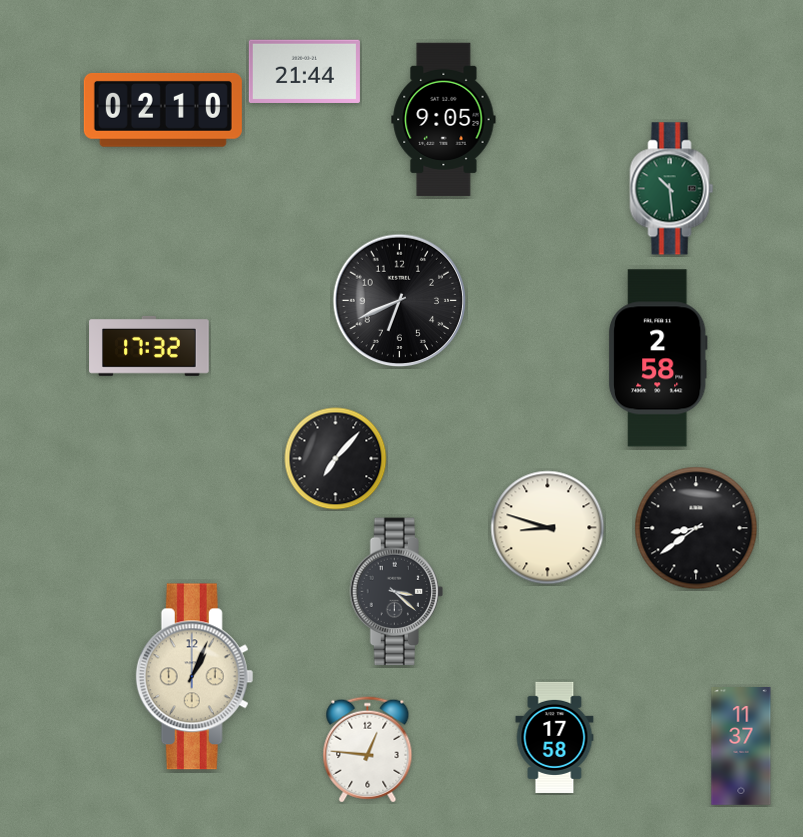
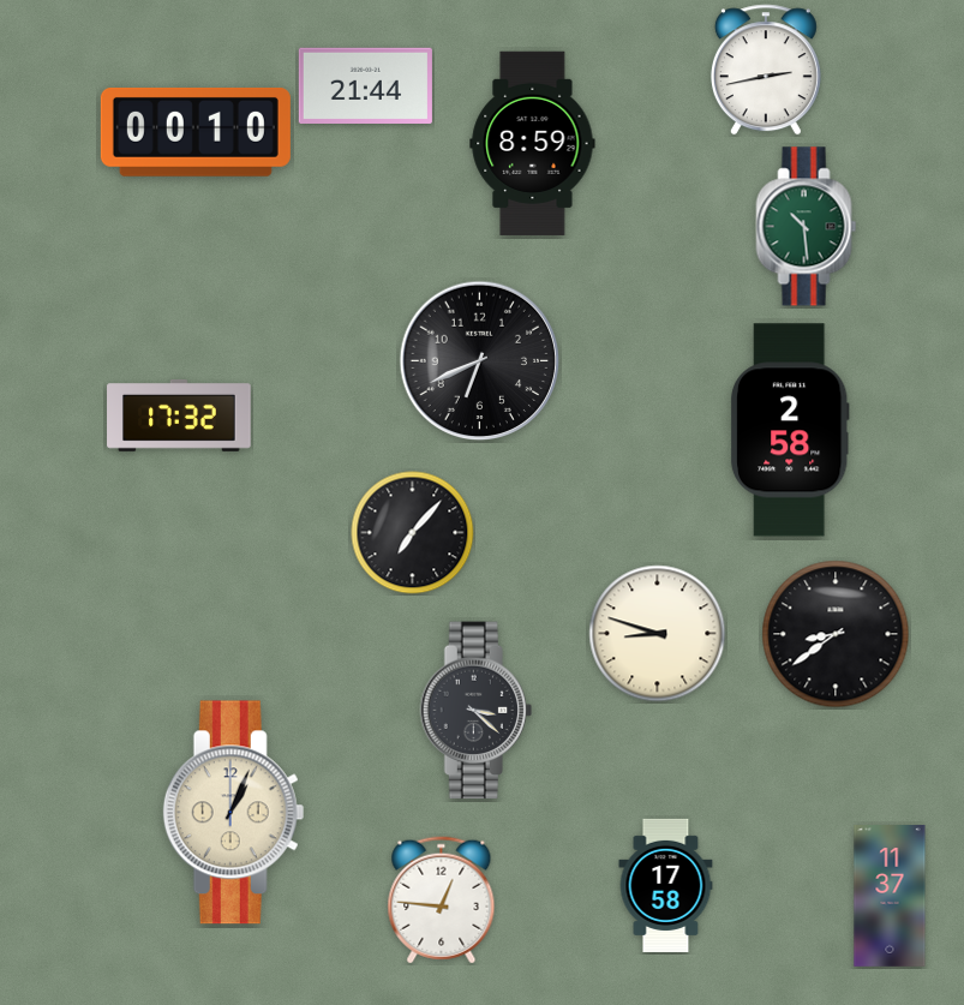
clock at (766, 70): none -> 2:43
clock at (163, 110): 02:10 -> 00:10
clock at (444, 119): 9:05 -> 8:59
clock at (336, 459) position: (336, 459) -> (413, 533)
